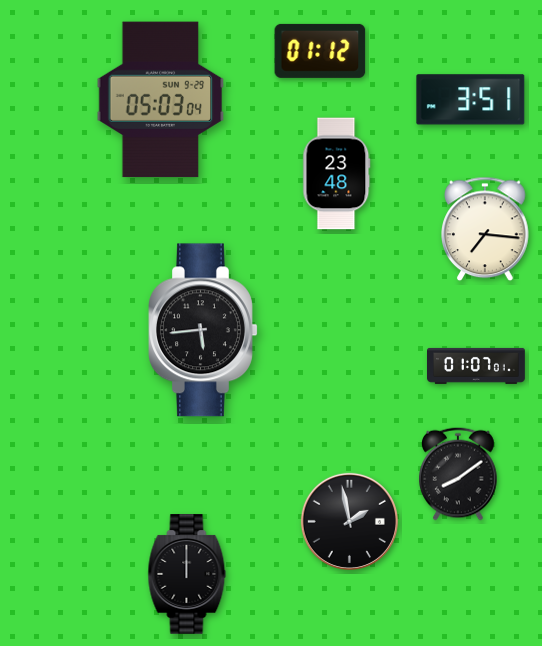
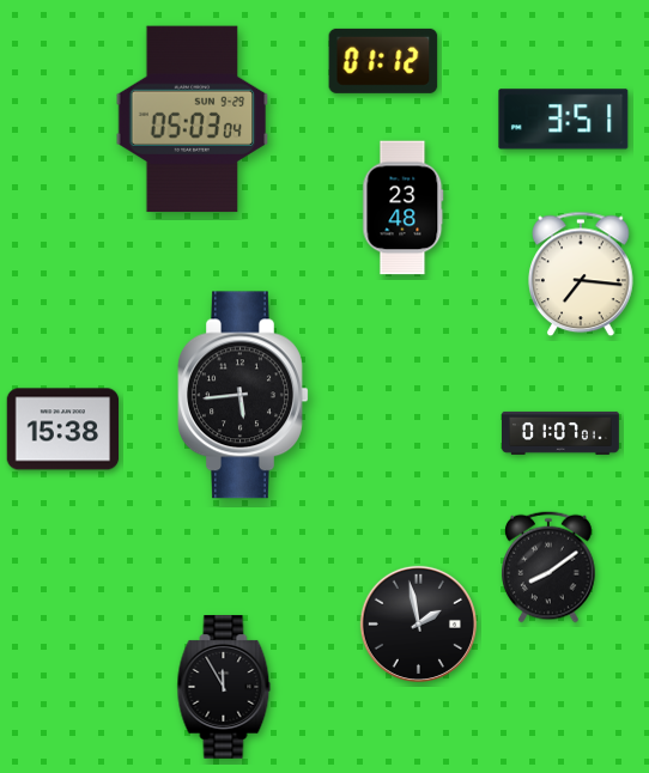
clock at (63, 430): none -> 15:38
clock at (477, 366) position: (477, 366) -> (562, 433)
clock at (187, 575): 12:00 -> 11:55
